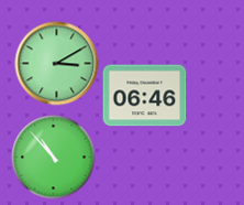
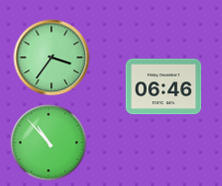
clock at (57, 64): 3:10 -> 3:36
clock at (145, 96) position: (145, 96) -> (164, 87)
